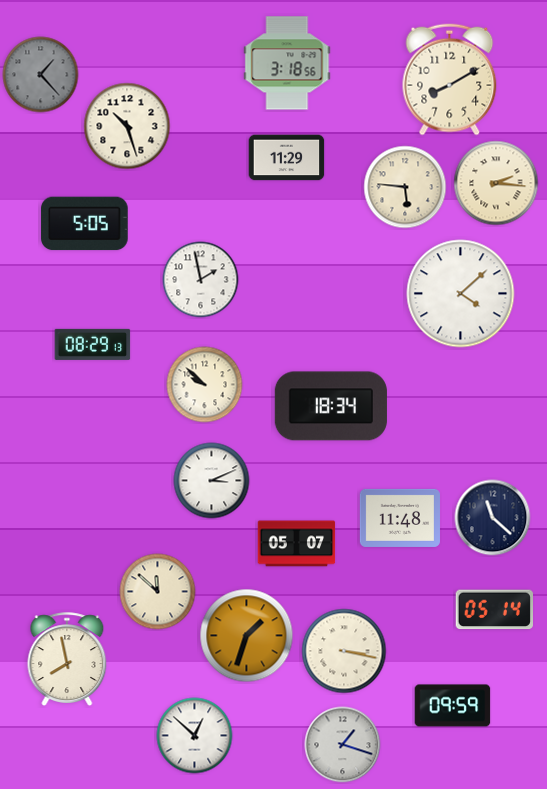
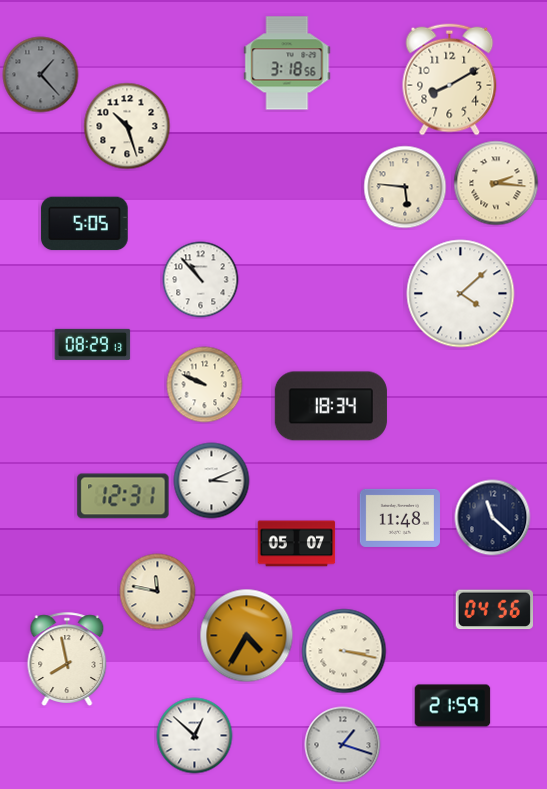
clock at (287, 158): 11:29 -> none
clock at (201, 280): 1:58 -> 10:53
clock at (205, 385): 9:52 -> 9:49
clock at (123, 496): none -> 12:31
clock at (158, 592): 11:52 -> 11:47
clock at (494, 610): 05:14 -> 04:56
clock at (247, 636): 1:33 -> 4:35
clock at (453, 706): 09:59 -> 21:59
